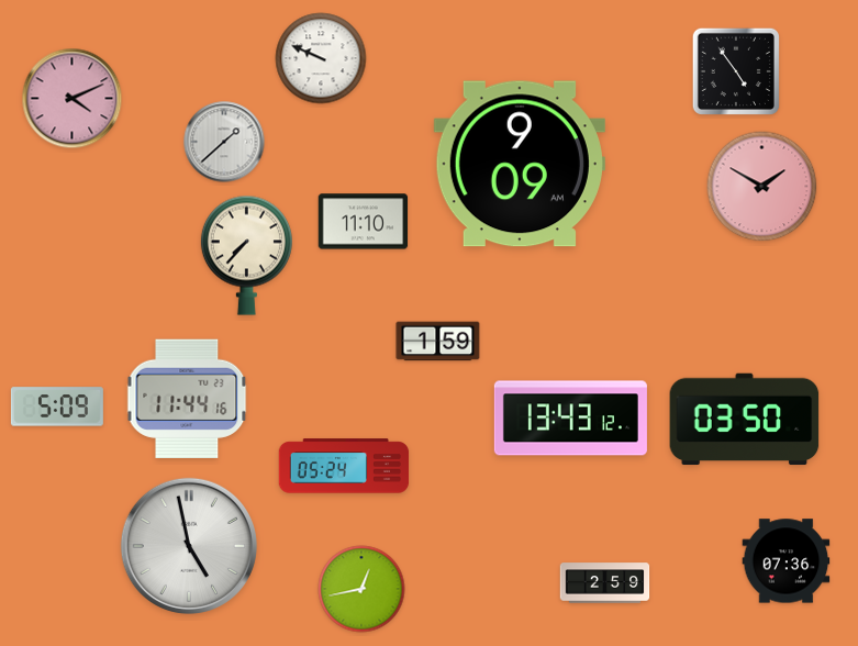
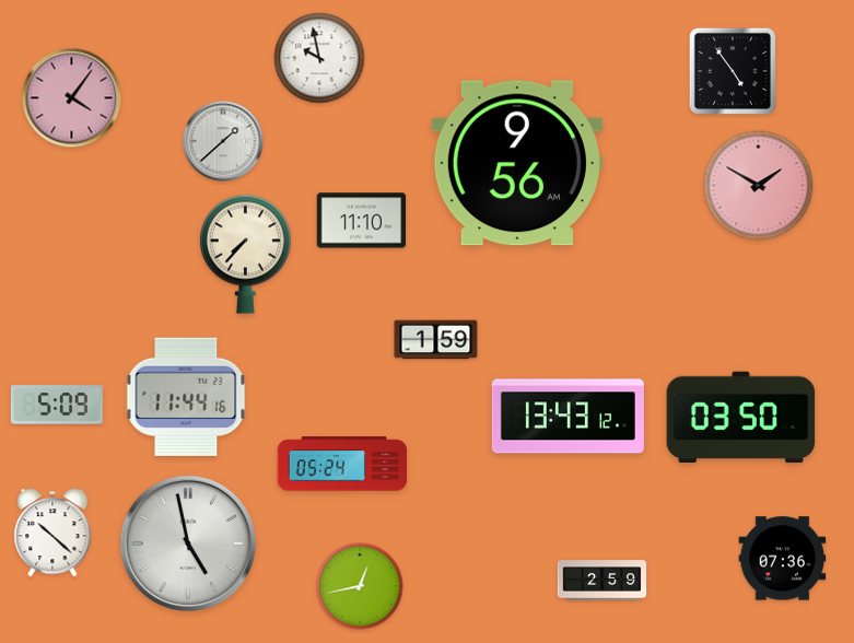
clock at (321, 58): 9:49 -> 9:58
clock at (73, 99): 4:11 -> 4:06
clock at (520, 164): 9:09 -> 9:56
clock at (52, 533): none -> 10:22
